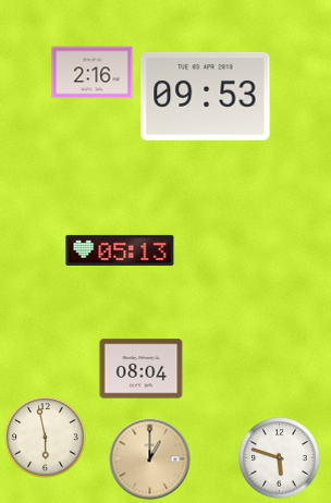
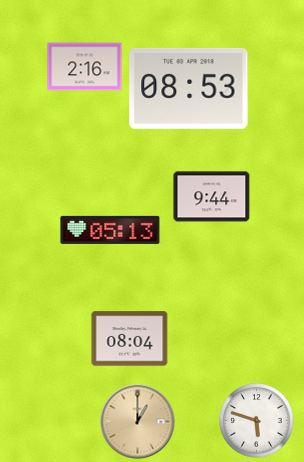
clock at (206, 96): 09:53 -> 08:53
clock at (212, 197): none -> 9:44
clock at (46, 438): 5:58 -> none
